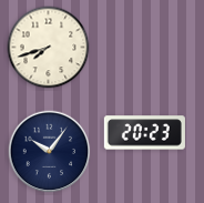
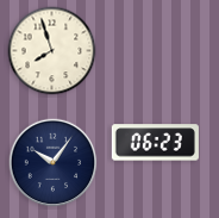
clock at (49, 48): 7:42 -> 7:57
clock at (144, 133): 20:23 -> 06:23
